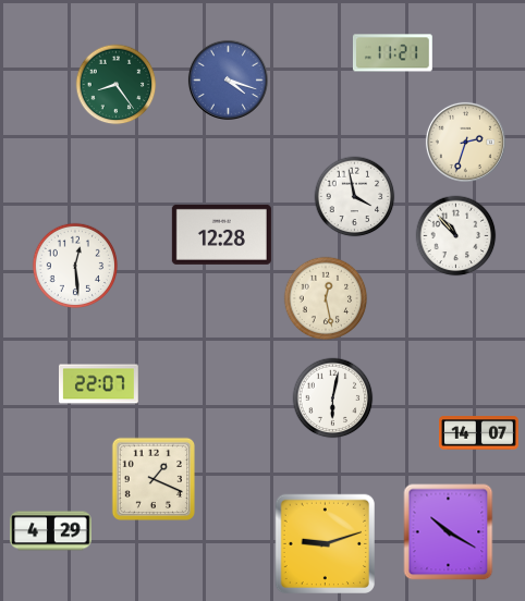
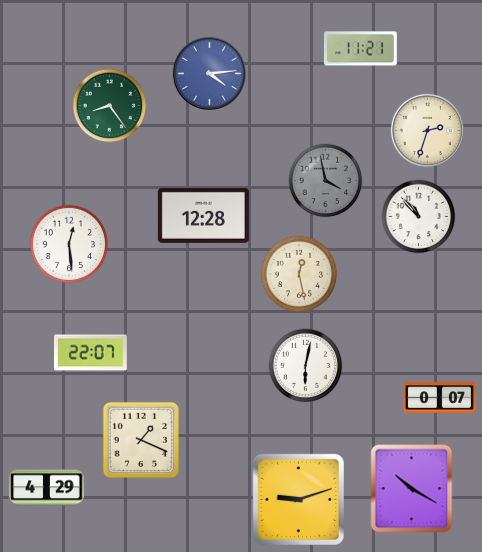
clock at (228, 79): 4:18 -> 4:14
clock at (117, 85) position: (117, 85) -> (110, 106)
clock at (355, 197) dial: white -> grey
clock at (479, 433): 14:07 -> 0:07
